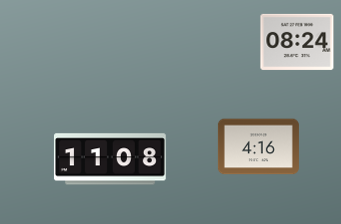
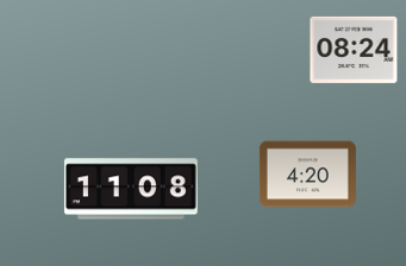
clock at (258, 147): 4:16 -> 4:20
